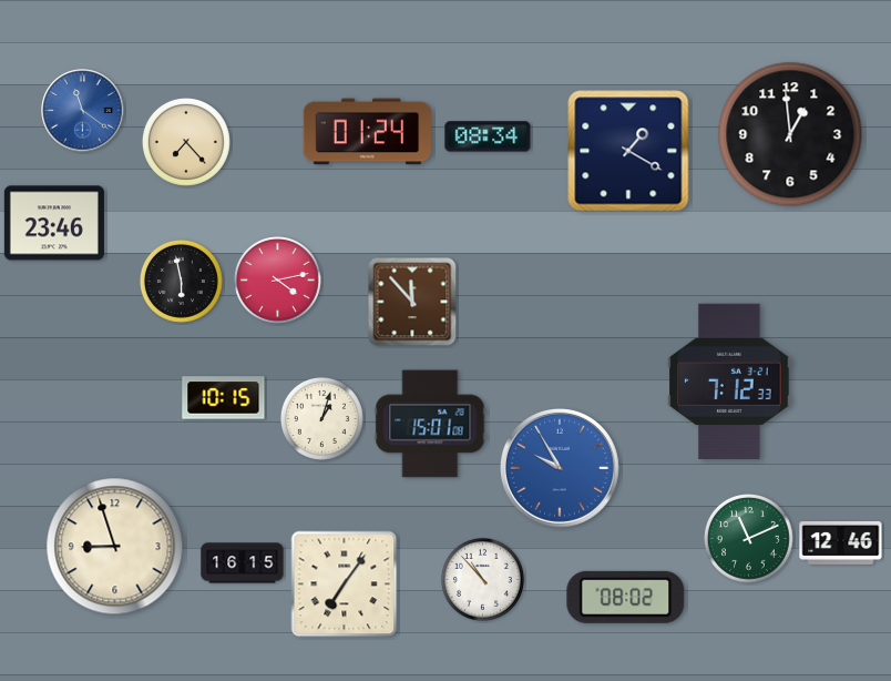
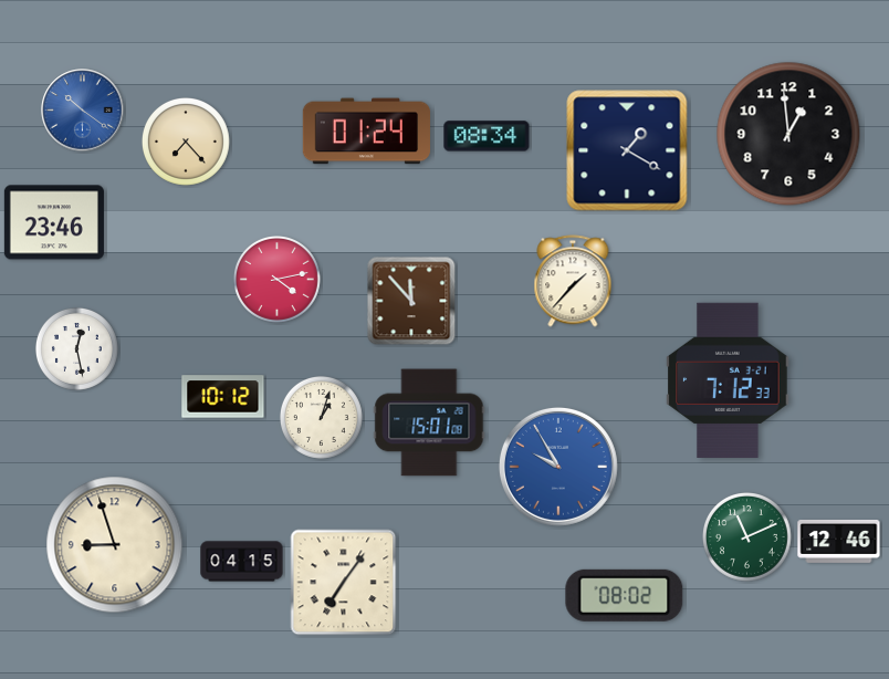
clock at (83, 111): 11:21 -> 10:21
clock at (181, 281): 5:58 -> none
clock at (573, 281): none -> 1:37
clock at (76, 348): none -> 12:28
clock at (224, 398): 10:15 -> 10:12
clock at (243, 563): 16:15 -> 04:15
clock at (482, 579): 10:53 -> none
